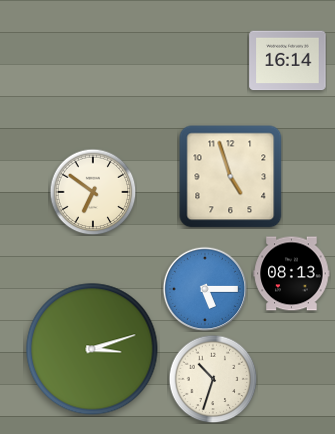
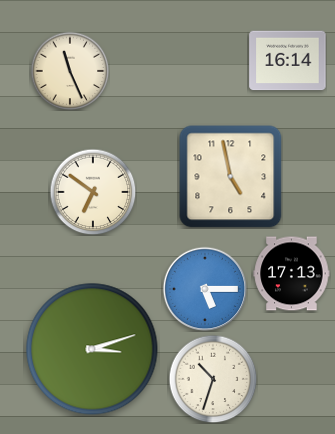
clock at (70, 71): none -> 11:26
clock at (231, 177): 4:57 -> 4:58
clock at (292, 274): 08:13 -> 17:13
